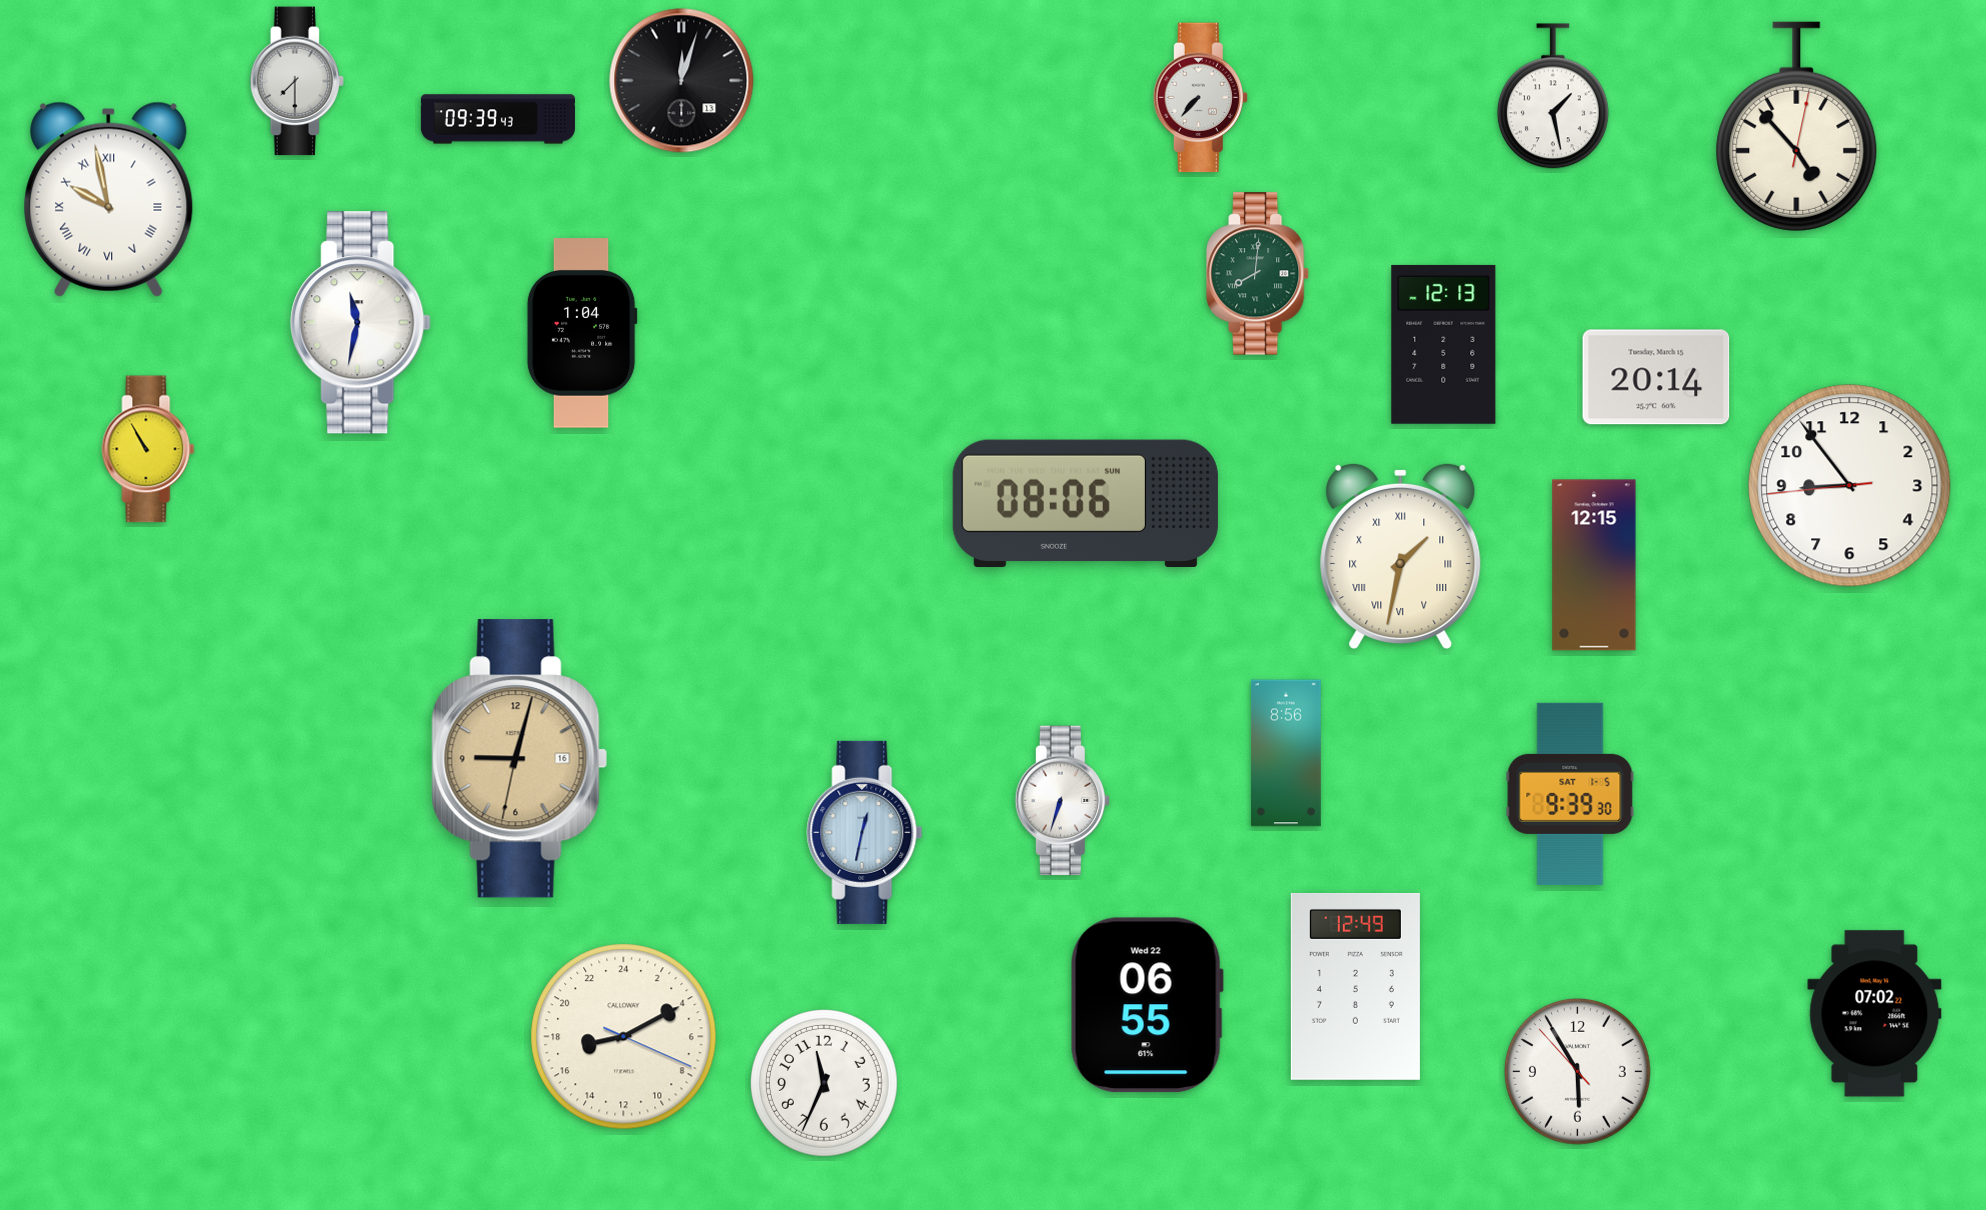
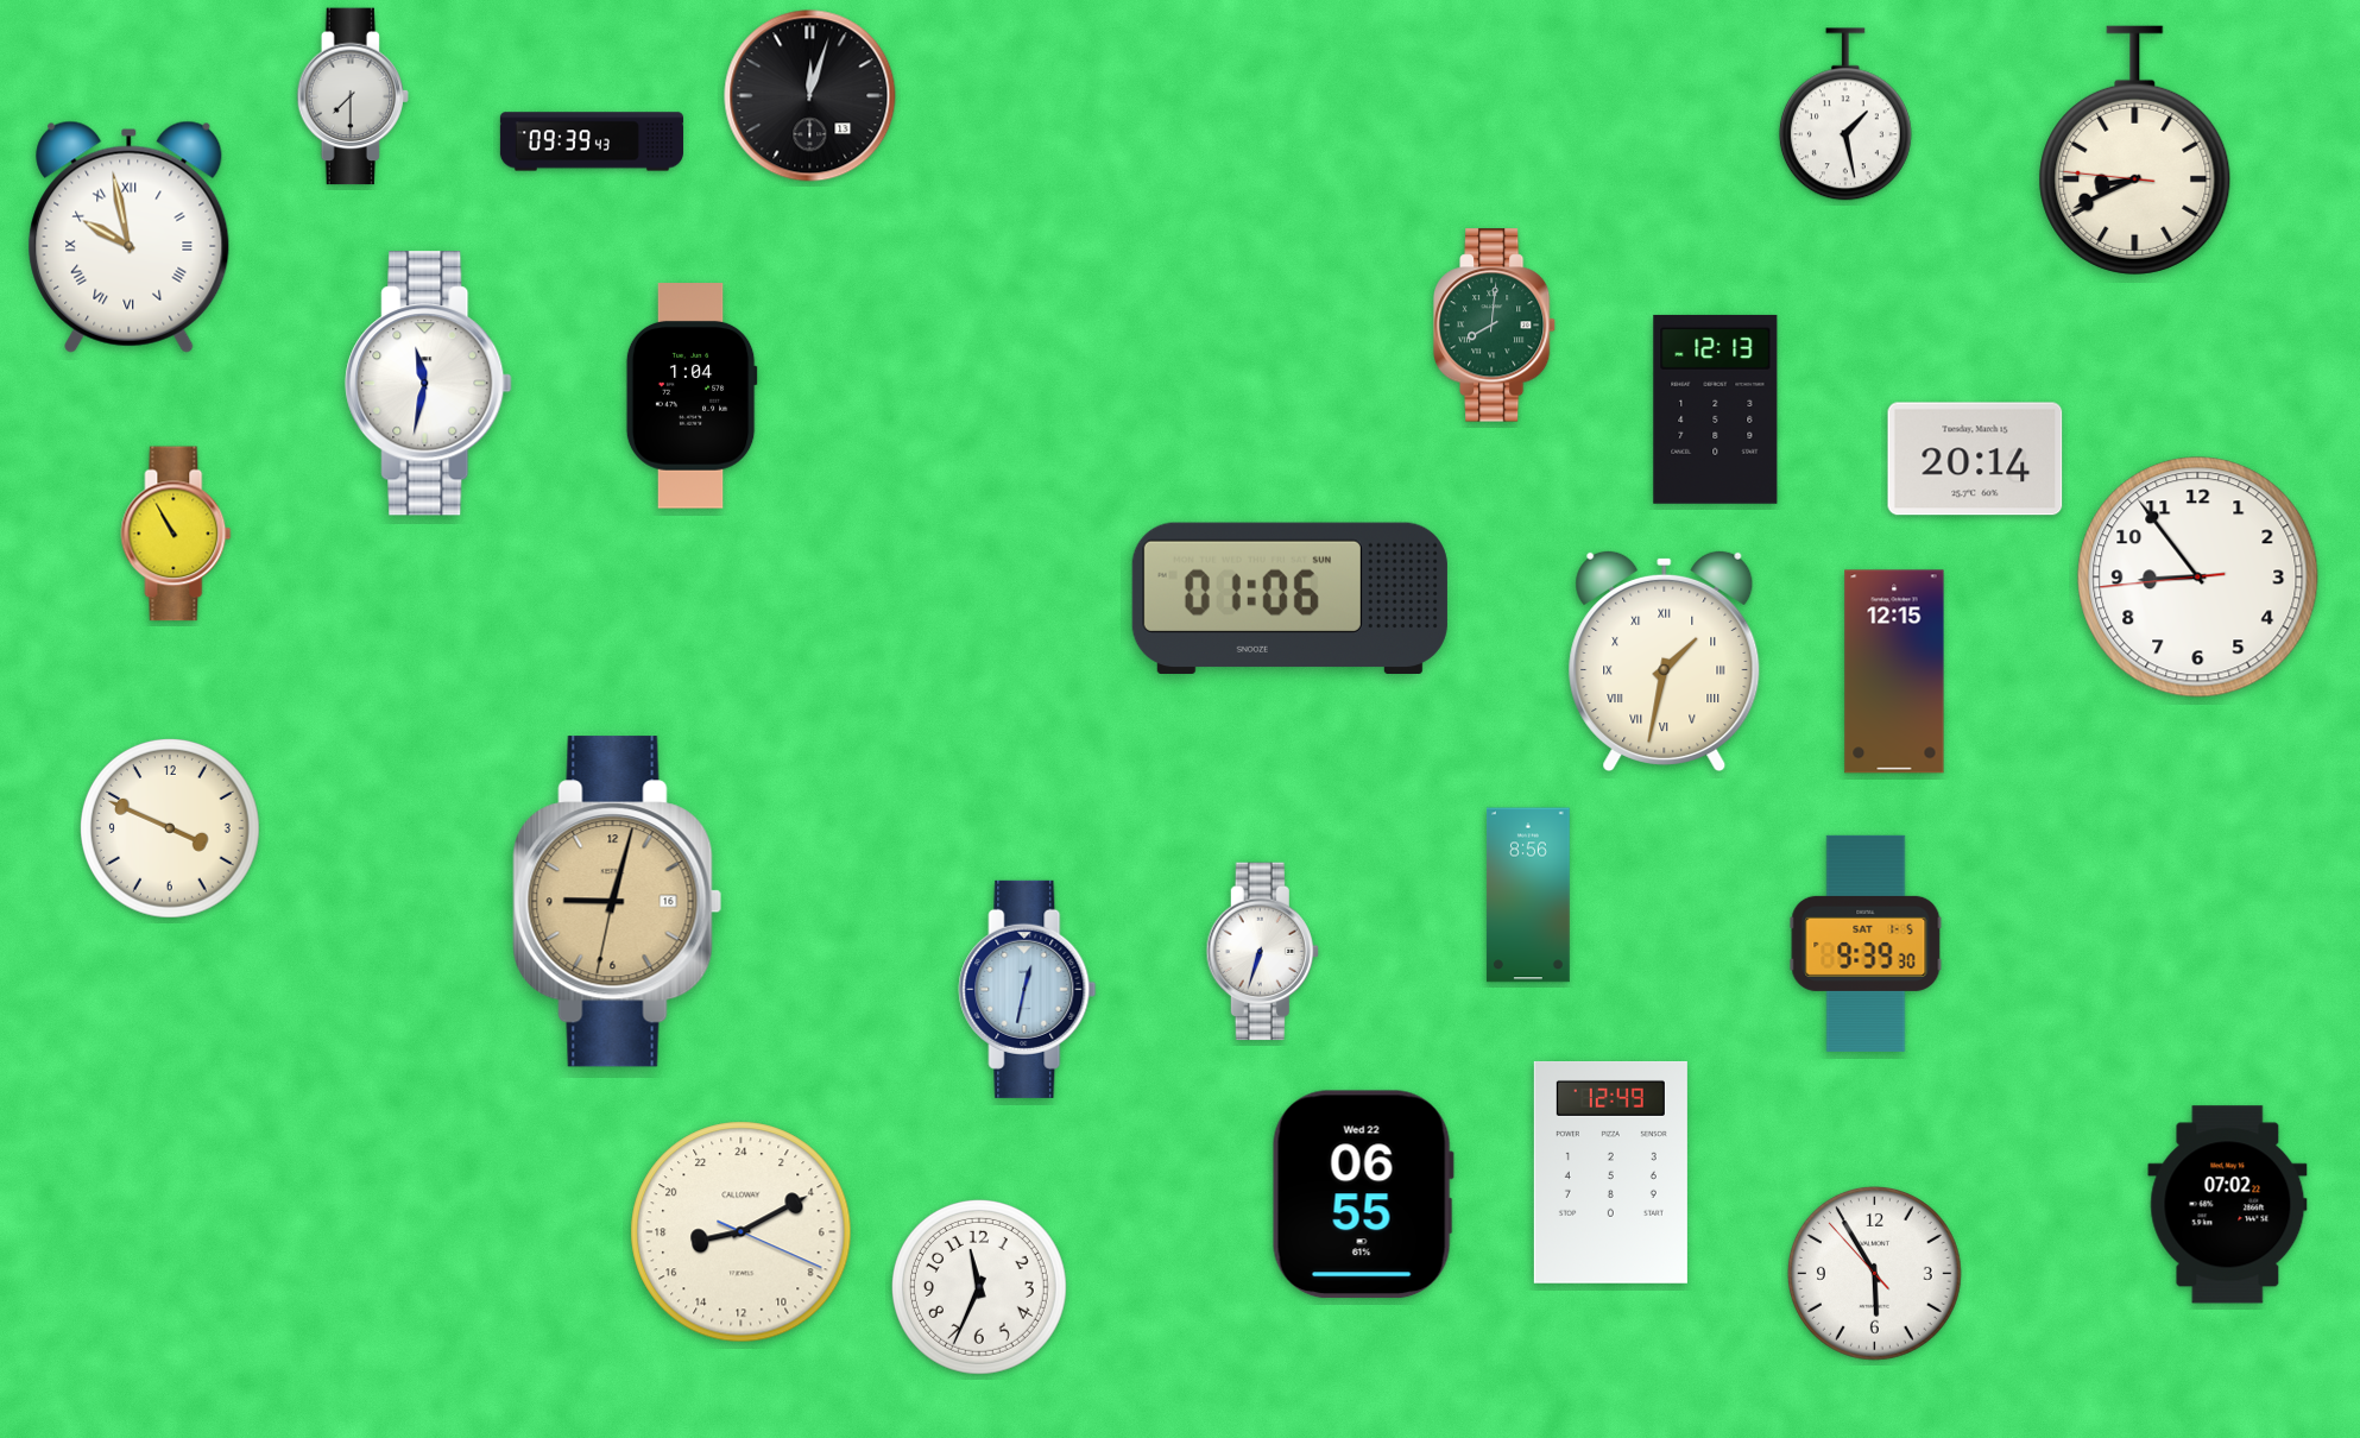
clock at (1200, 98): 7:37 -> none
clock at (1797, 126): 4:53 -> 8:40
clock at (1656, 377) position: (1656, 377) -> (1975, 459)
clock at (1085, 503): 08:06 -> 01:06
clock at (170, 828): none -> 3:49
